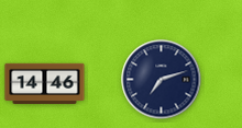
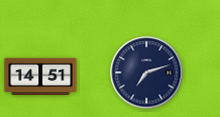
clock at (45, 84): 14:46 -> 14:51
